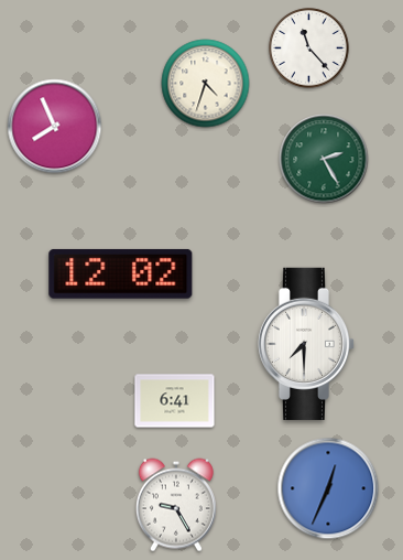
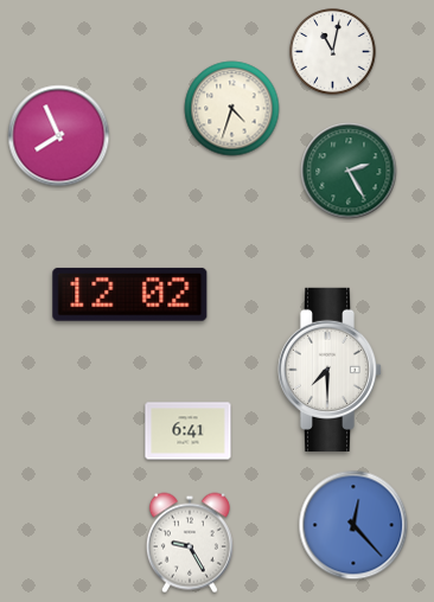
clock at (309, 49): 11:23 -> 11:02
clock at (206, 84) position: (206, 84) -> (232, 109)
clock at (328, 488): 12:34 -> 12:23
